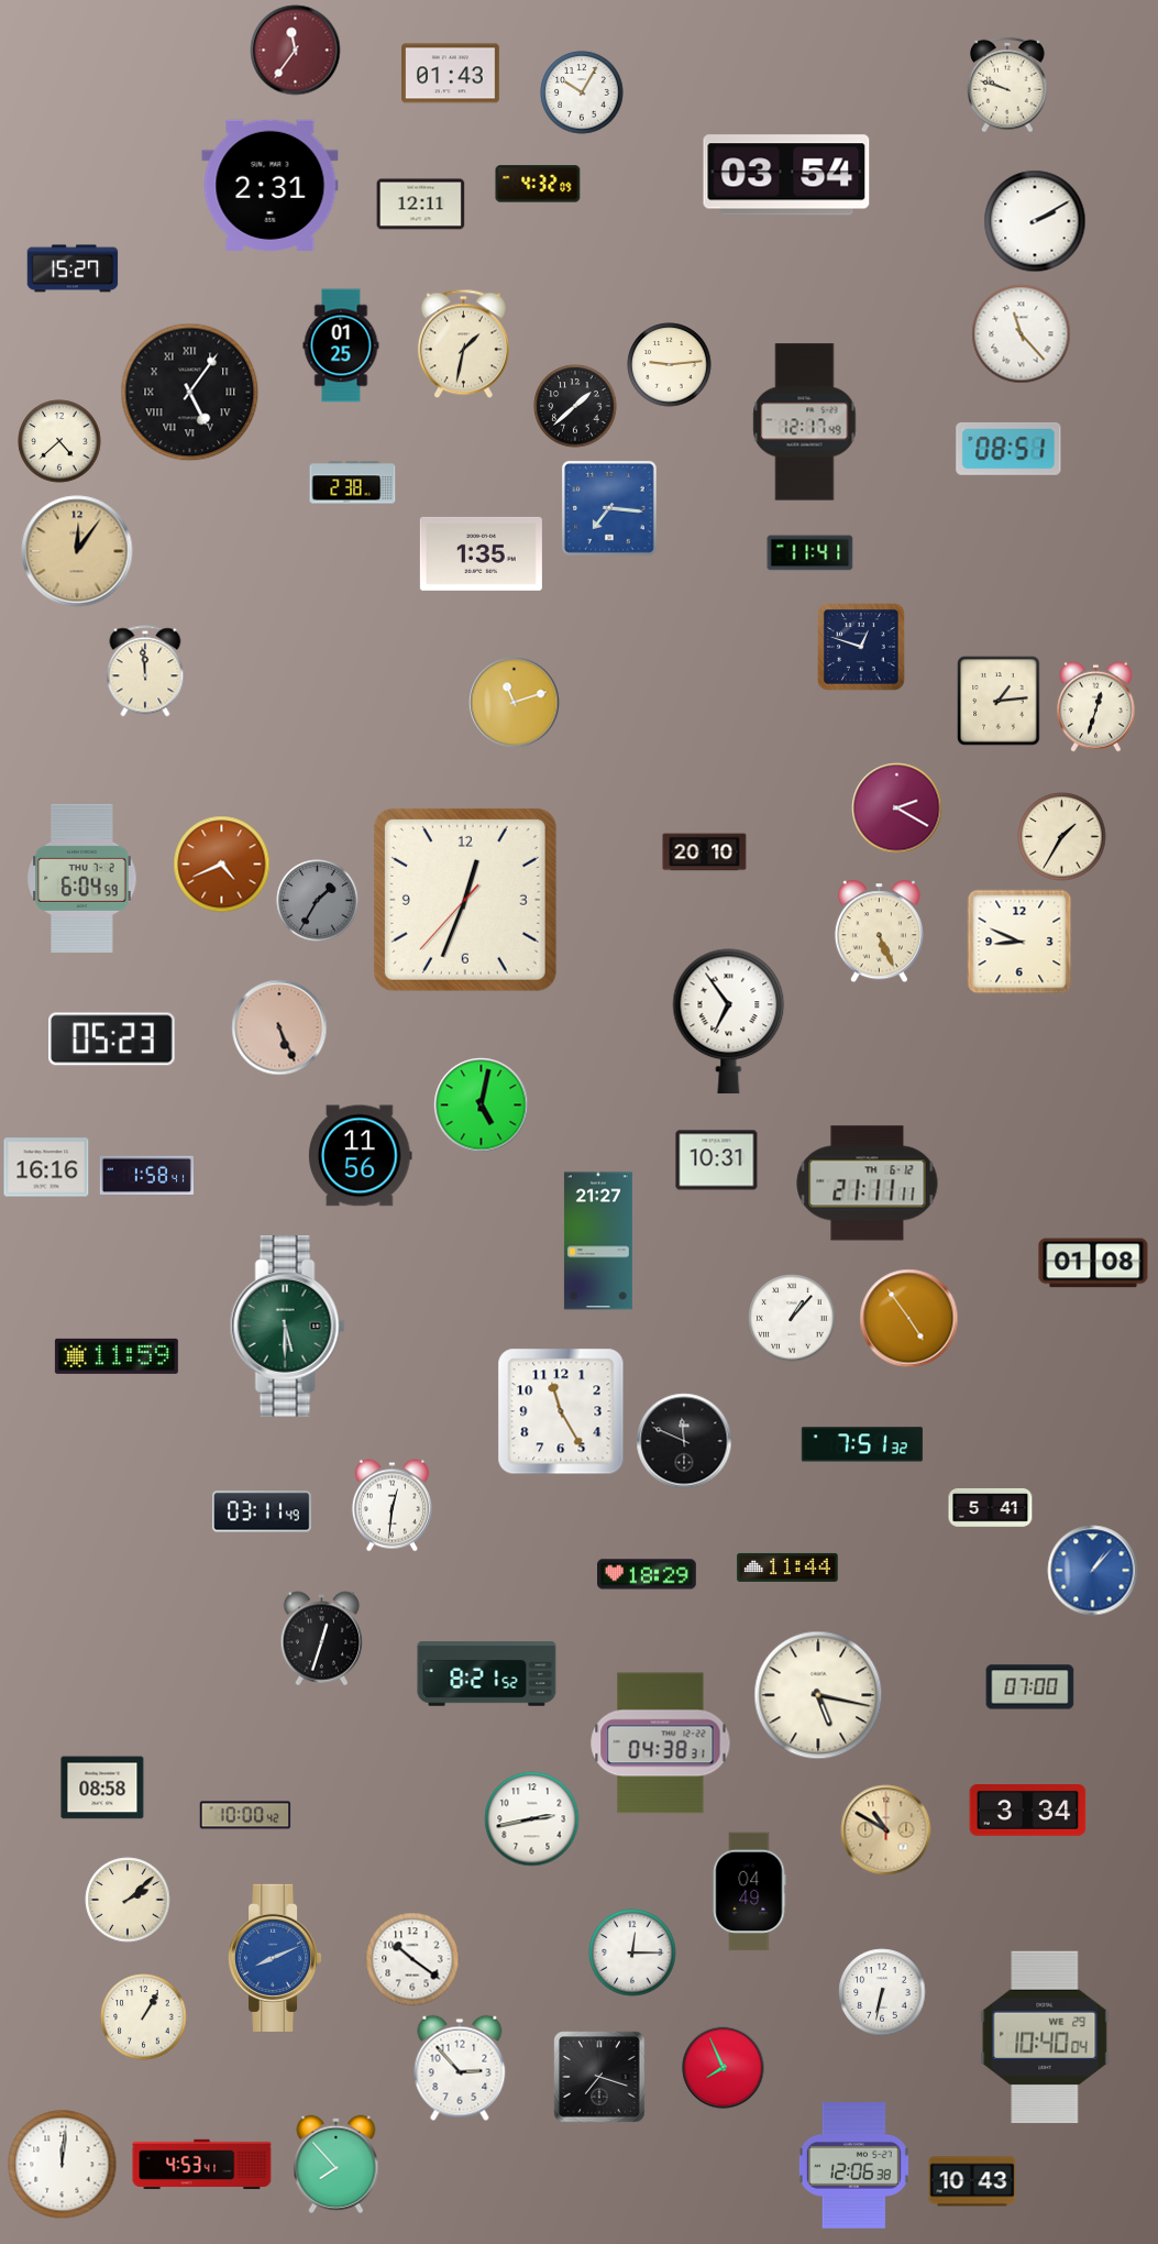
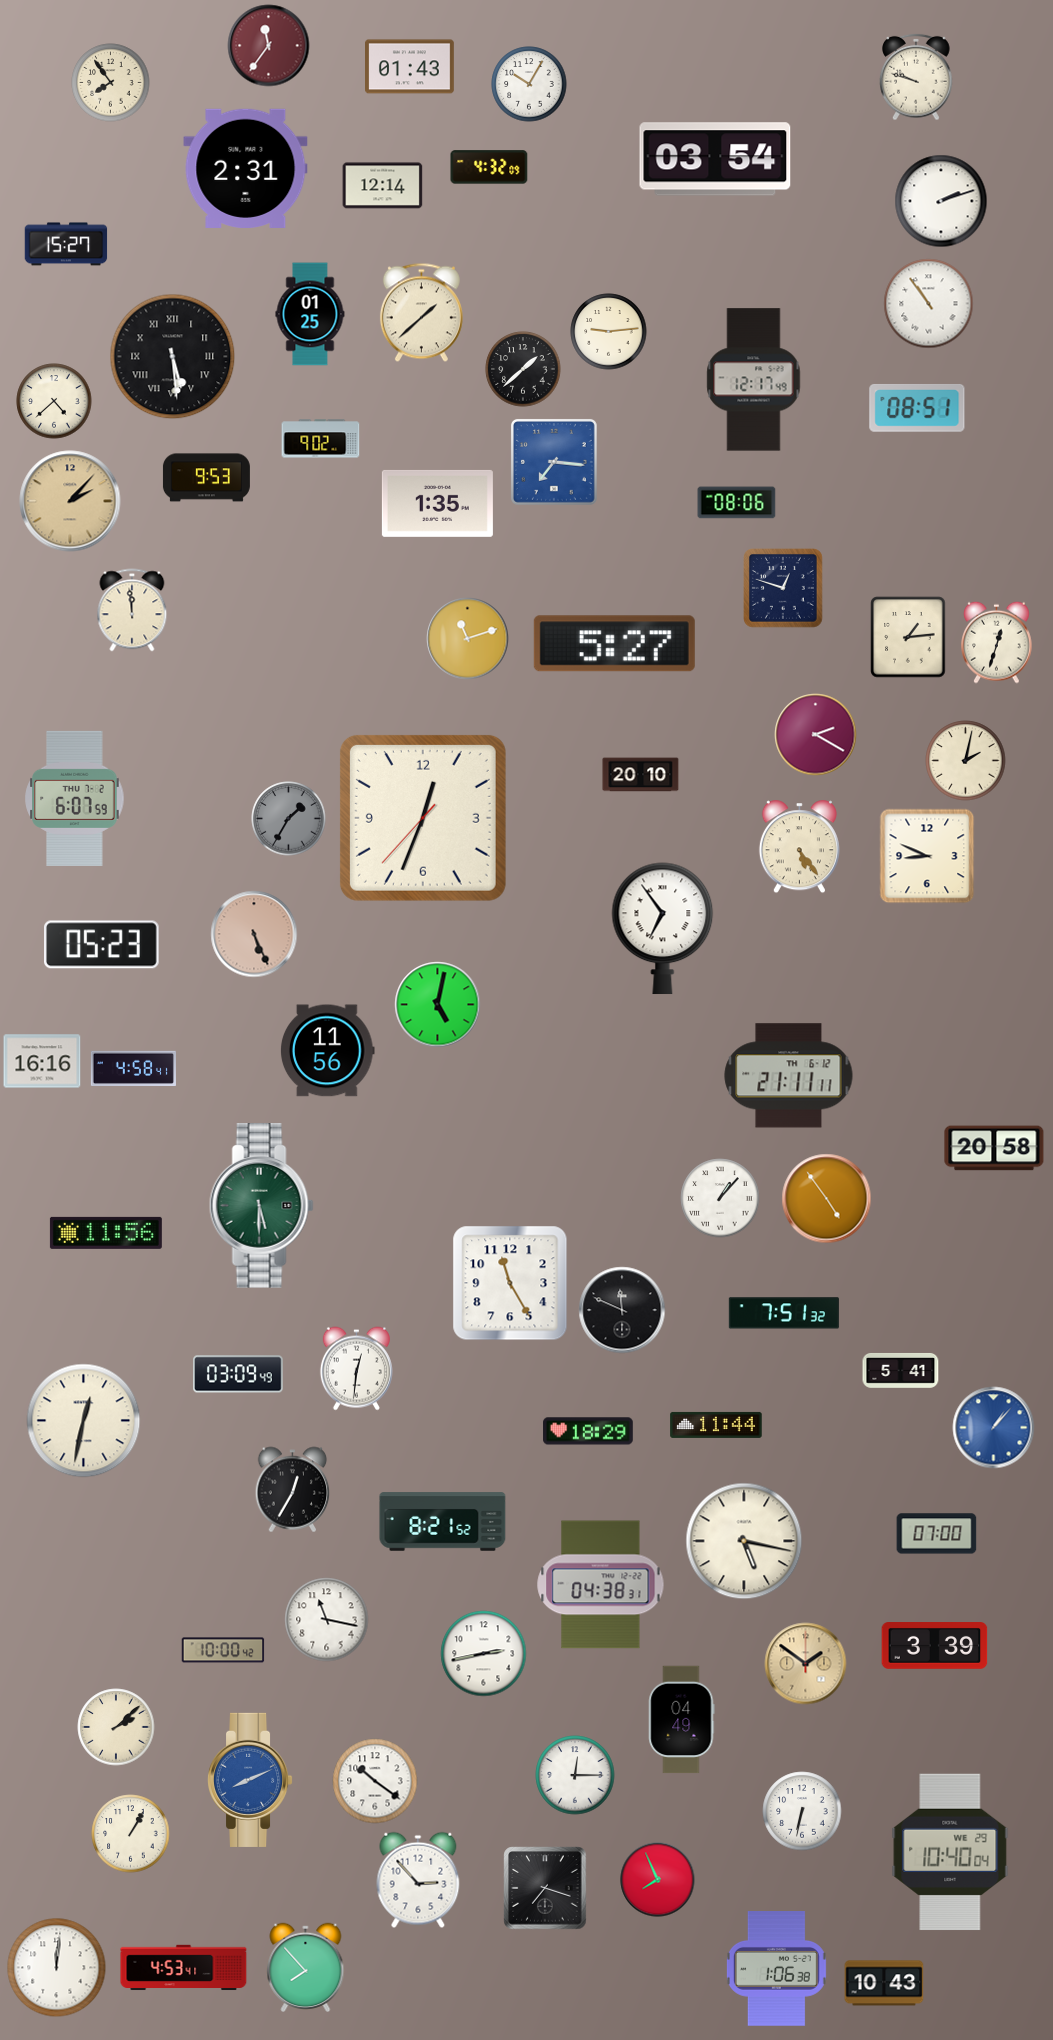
clock at (111, 83): none -> 7:54
clock at (421, 205): 12:11 -> 12:14
clock at (1035, 221): 2:10 -> 2:12
clock at (1022, 334): 11:23 -> 10:54
clock at (463, 344): 1:32 -> 1:38
clock at (190, 393): 5:06 -> 5:29
clock at (805, 422) position: (805, 422) -> (754, 380)
clock at (353, 483): 2:38 -> 9:02
clock at (206, 478): none -> 9:53
clock at (77, 551): 12:06 -> 2:07
clock at (810, 553): 11:41 -> 08:06
clock at (614, 644): none -> 5:27
clock at (1062, 837): 1:35 -> 2:02
clock at (222, 865): 4:41 -> none
clock at (82, 878): 6:04 -> 6:07
clock at (879, 932): 5:26 -> 5:24
clock at (717, 1160): 10:31 -> none
clock at (146, 1175): 1:58 -> 4:58
clock at (598, 1241): 21:27 -> none
clock at (1093, 1263): 01:08 -> 20:58
clock at (117, 1356): 11:59 -> 11:56
clock at (262, 1511): 03:11 -> 03:09
clock at (84, 1421): none -> 12:32
clock at (322, 1639): 12:33 -> 12:35
clock at (327, 1620): none -> 11:17
clock at (102, 1788): 08:58 -> none
clock at (1028, 1811): 3:34 -> 3:39
clock at (886, 1830): 10:50 -> 1:51
clock at (853, 2166): 12:06 -> 1:06
